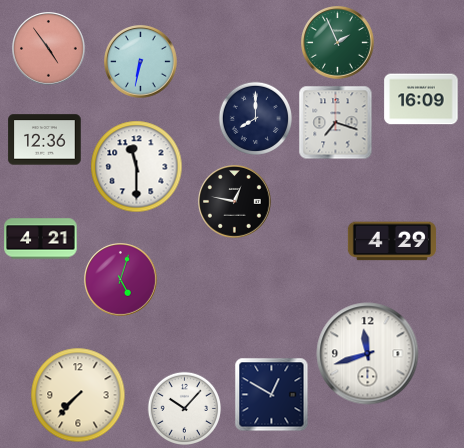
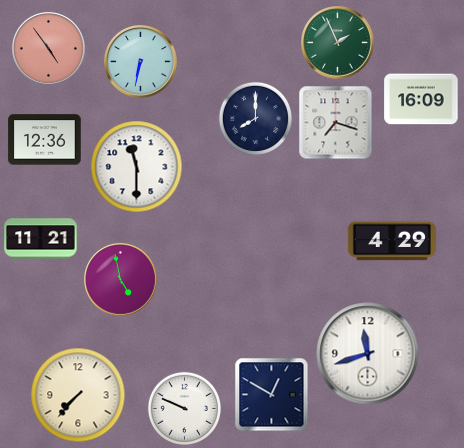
clock at (235, 202): 12:47 -> none
clock at (41, 239): 4:21 -> 11:21
clock at (121, 280): 5:03 -> 4:58
clock at (184, 408): 10:07 -> 9:49
